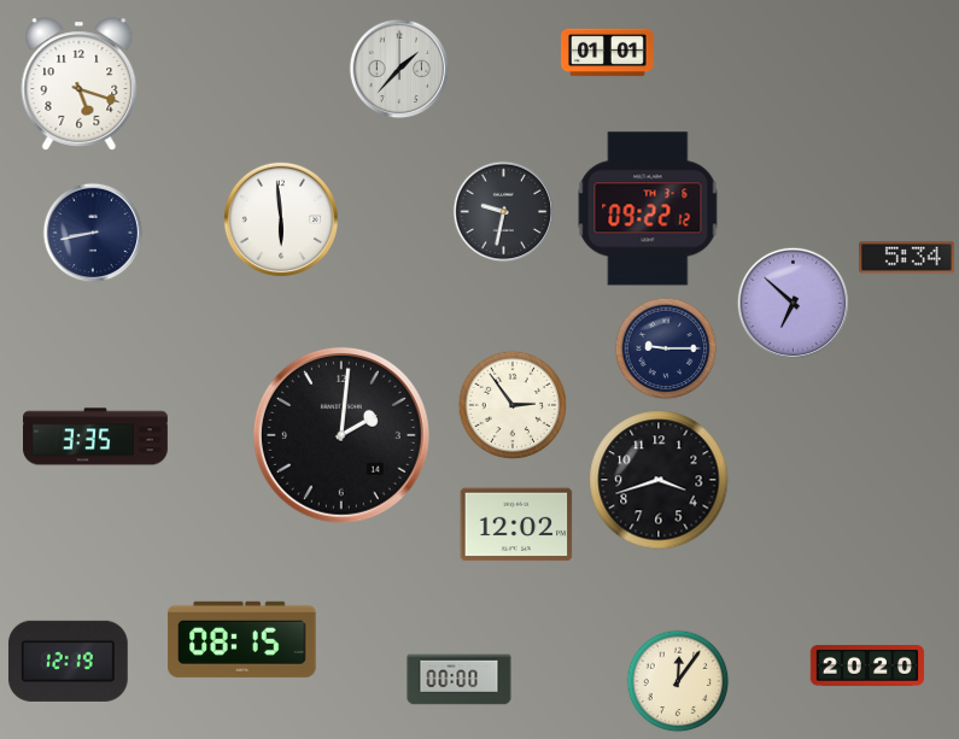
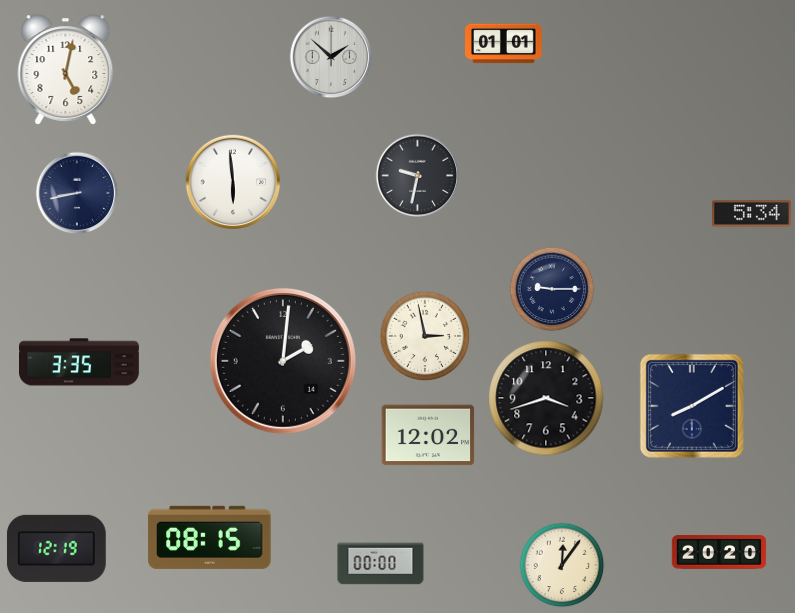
clock at (399, 69): 1:37 -> 1:52
clock at (80, 84): 5:18 -> 5:02
clock at (648, 209): 09:22 -> none
clock at (793, 303): 6:52 -> none
clock at (513, 405): 2:54 -> 2:58
clock at (692, 406): none -> 8:10
clock at (242, 639) position: (242, 639) -> (210, 537)
